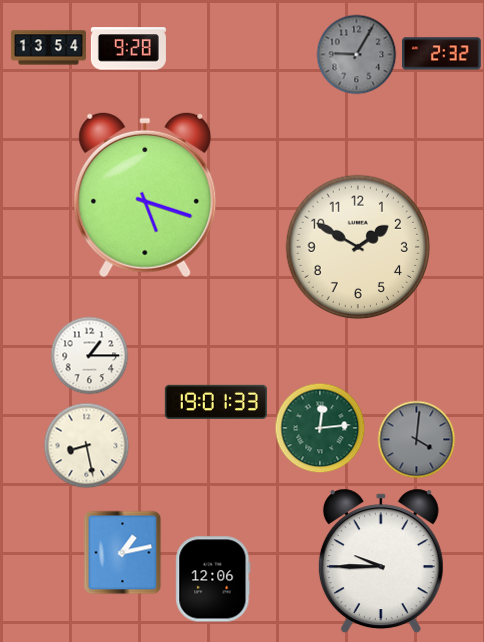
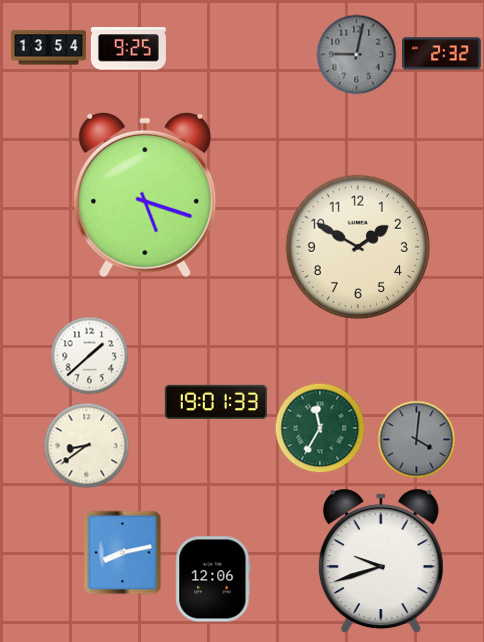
clock at (128, 49): 9:28 -> 9:25
clock at (357, 55): 9:05 -> 9:02
clock at (90, 356): 1:15 -> 1:38
clock at (320, 428): 12:14 -> 11:35
clock at (87, 446): 8:28 -> 8:39
clock at (123, 553): 1:13 -> 8:13
clock at (381, 561): 9:45 -> 9:42
